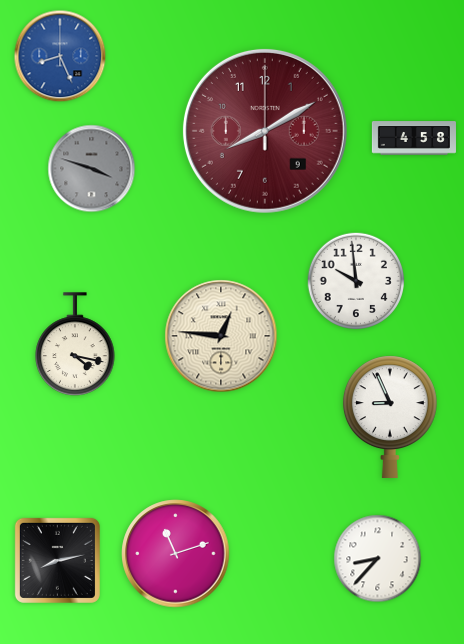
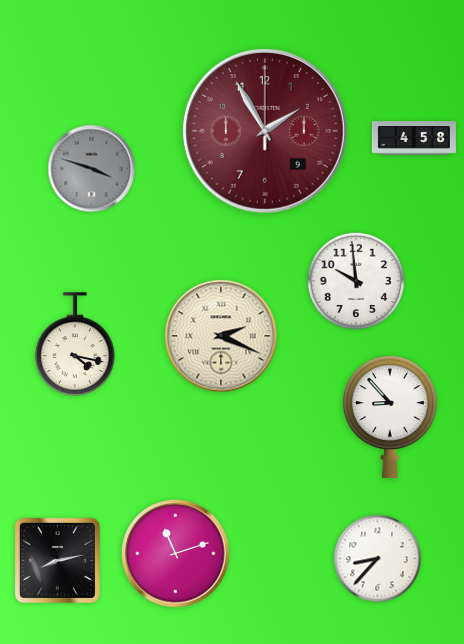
clock at (60, 56): 8:26 -> none
clock at (265, 131): 8:10 -> 1:55
clock at (221, 336): 12:46 -> 2:19
clock at (390, 416): 8:56 -> 8:53
